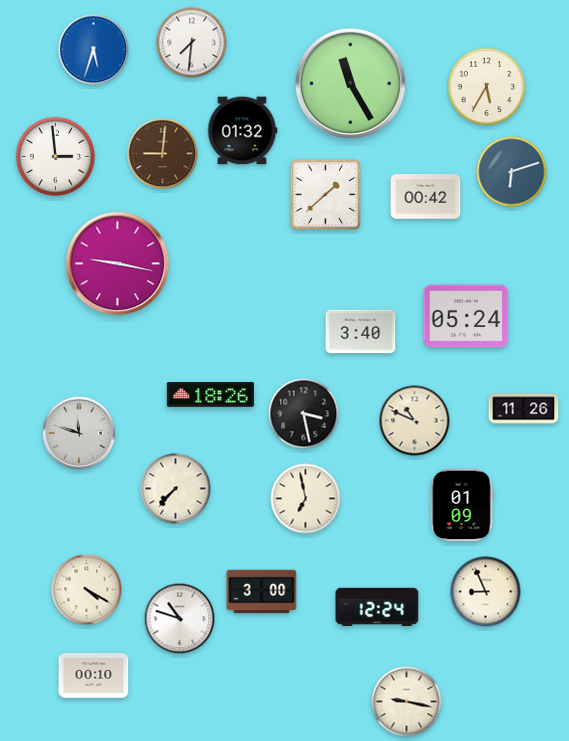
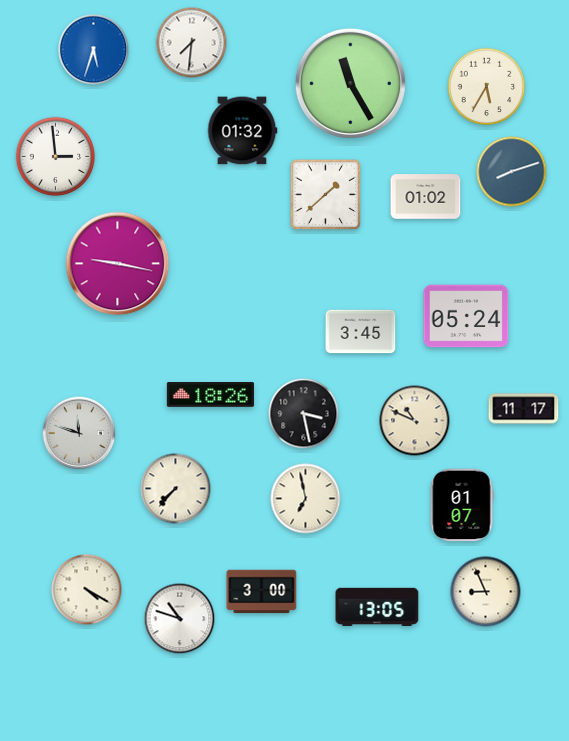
clock at (163, 154): 9:01 -> none
clock at (512, 172): 6:12 -> 8:12
clock at (426, 197): 00:42 -> 01:02
clock at (361, 332): 3:40 -> 3:45
clock at (524, 409): 11:26 -> 11:17
clock at (462, 505): 01:09 -> 01:07
clock at (377, 606): 12:24 -> 13:05
clock at (94, 676): 00:10 -> none
clock at (407, 702): 9:17 -> none
